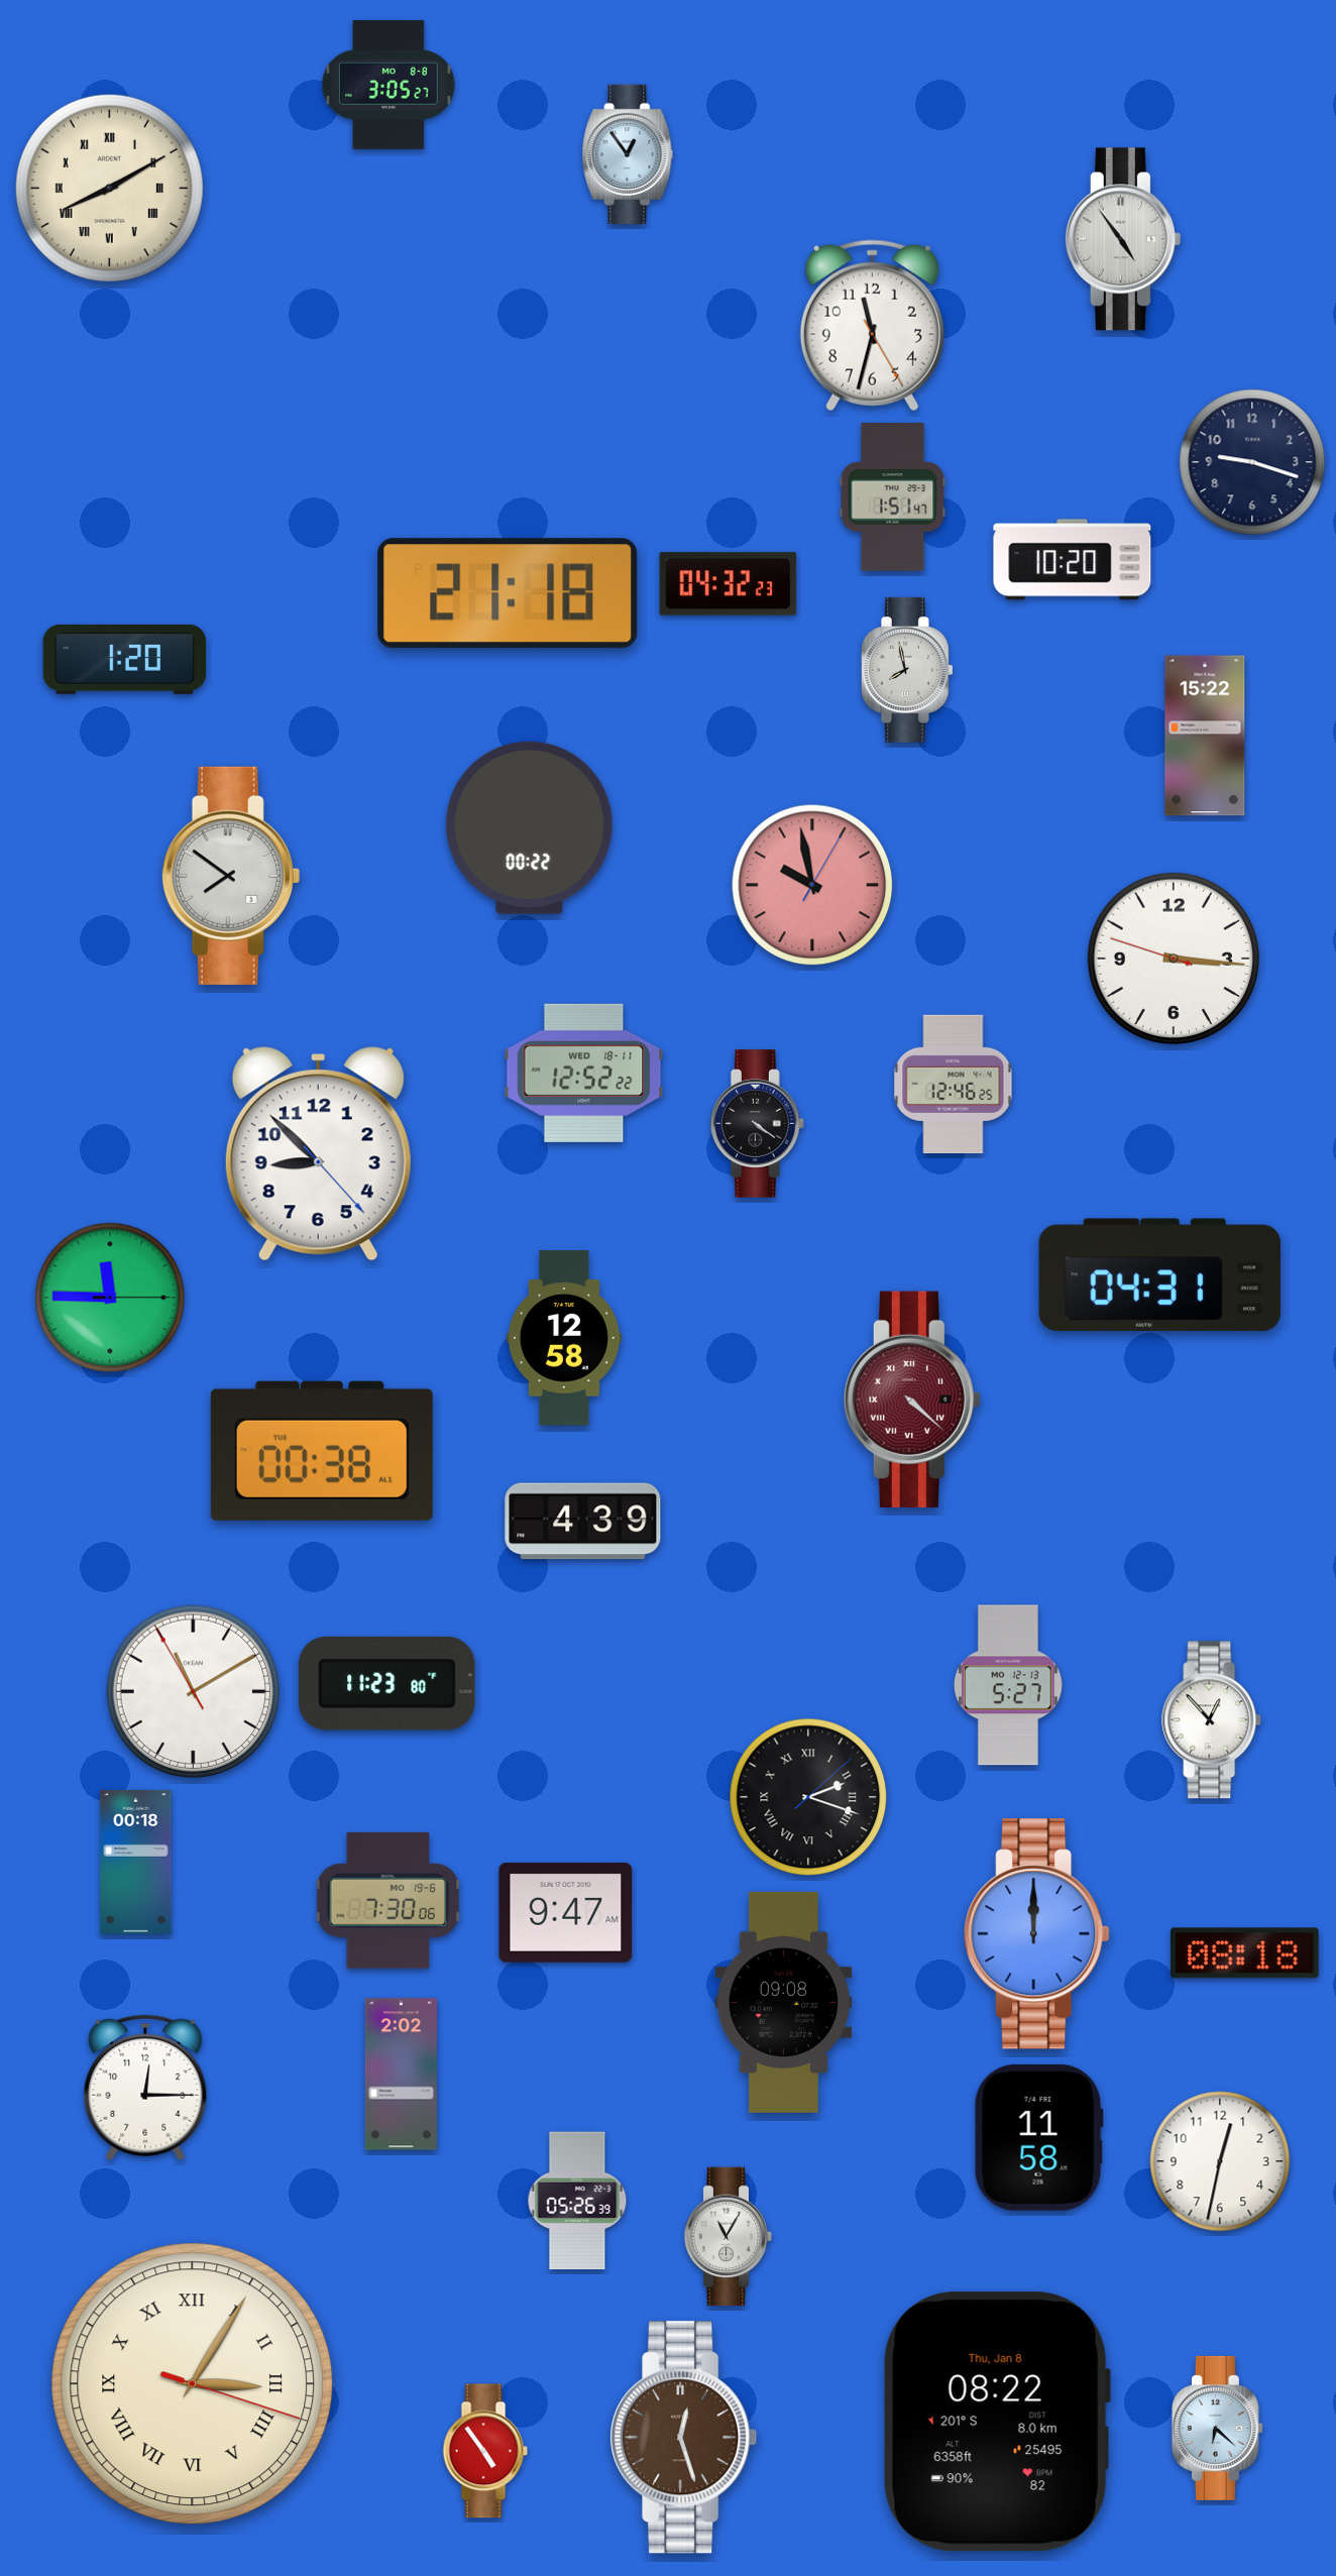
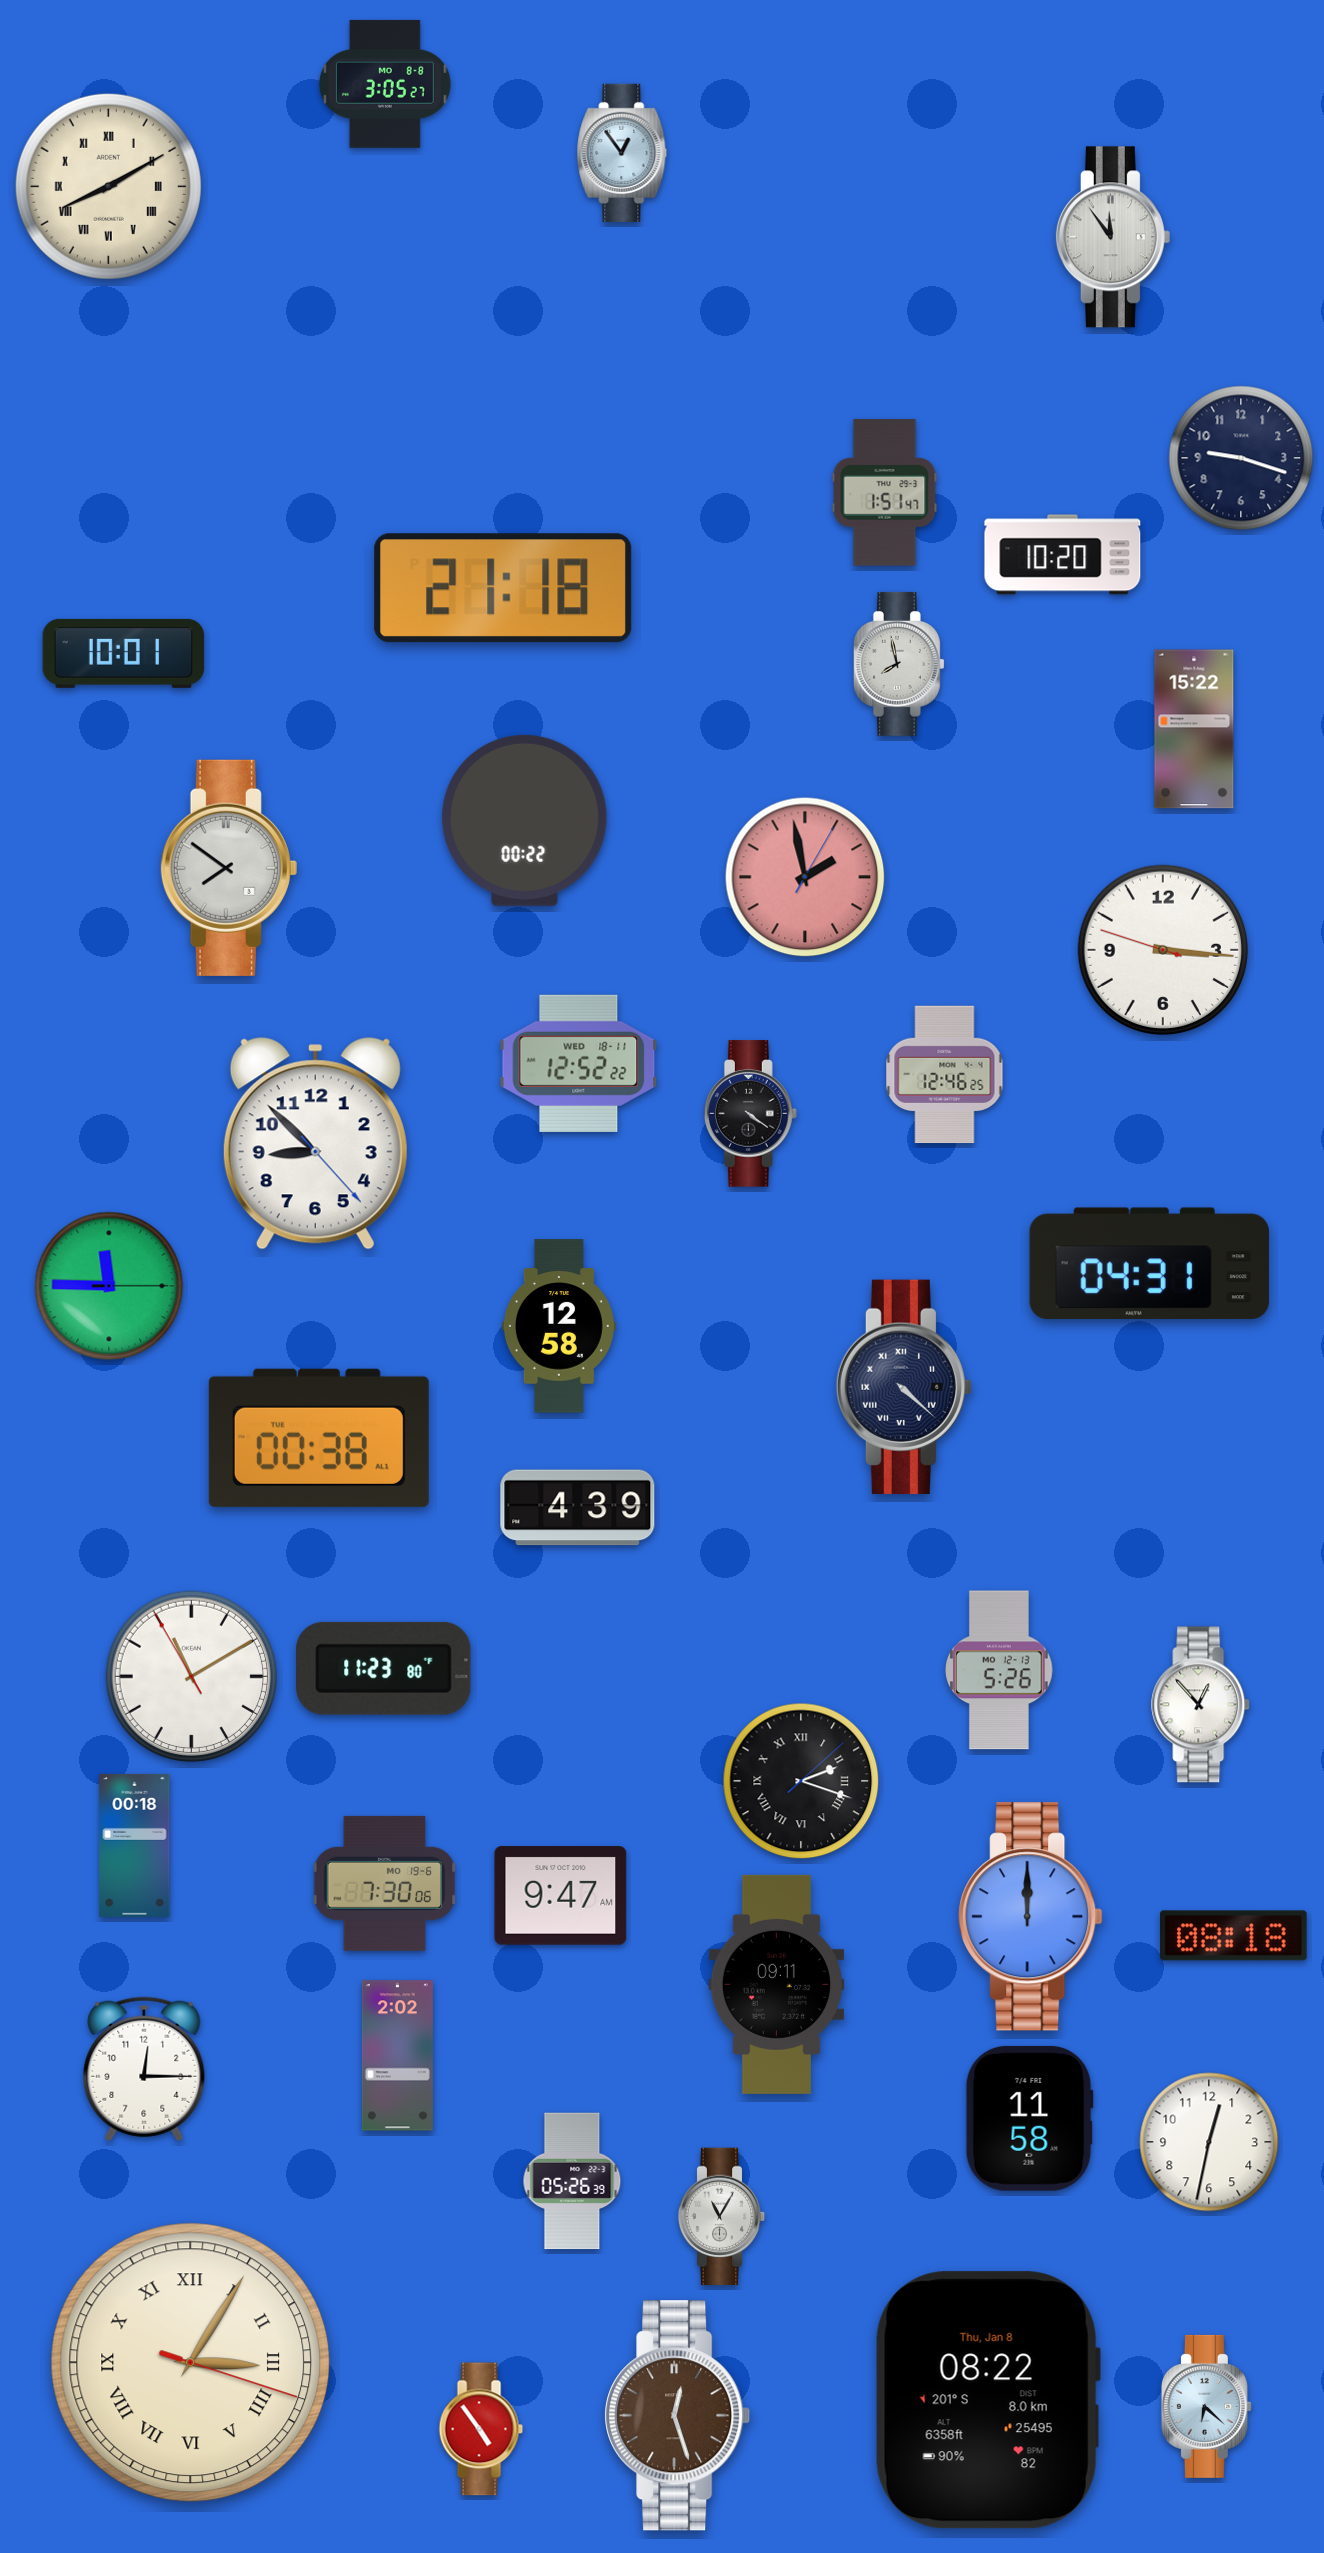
clock at (1123, 239): 4:54 -> 11:54
clock at (872, 326): 11:32 -> none
clock at (729, 584): 04:32 -> none
clock at (125, 659): 1:20 -> 10:01
clock at (812, 885): 9:58 -> 1:58
clock at (912, 1399) dial: burgundy -> navy
clock at (1009, 1685): 5:27 -> 5:26
clock at (1037, 1934) position: (1037, 1934) -> (1031, 1917)
clock at (784, 2002): 09:08 -> 09:11
